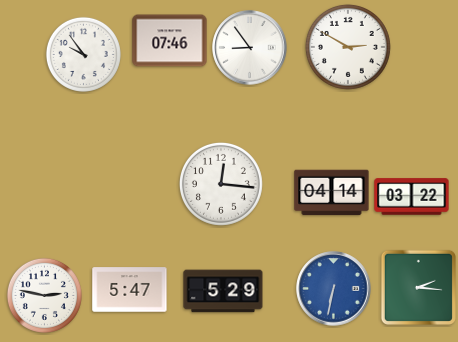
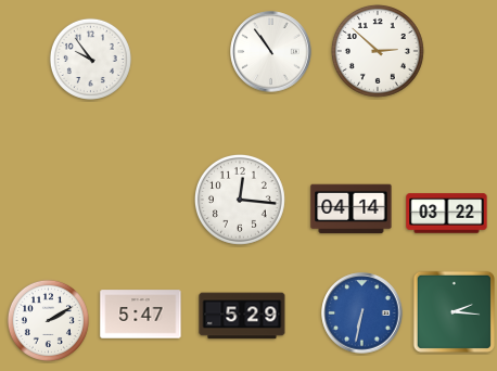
clock at (170, 41): 07:46 -> none
clock at (348, 47): 2:50 -> 2:52
clock at (250, 48): 8:54 -> 10:54
clock at (332, 193) position: (332, 193) -> (352, 209)
clock at (44, 295): 2:47 -> 2:10
